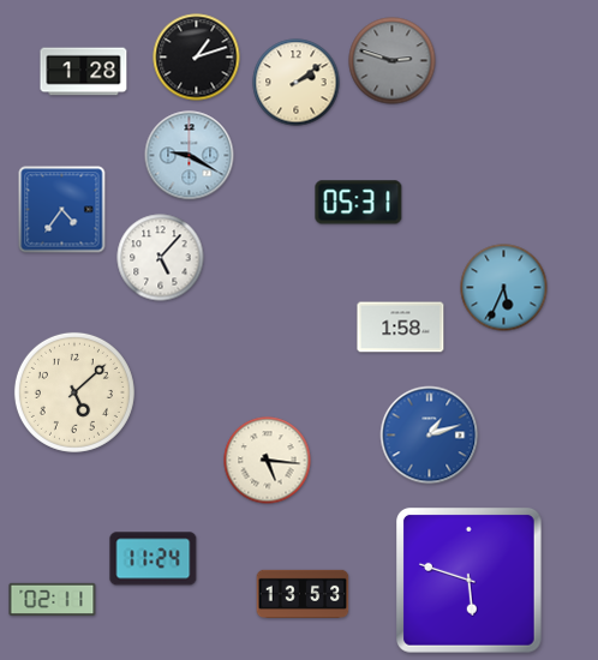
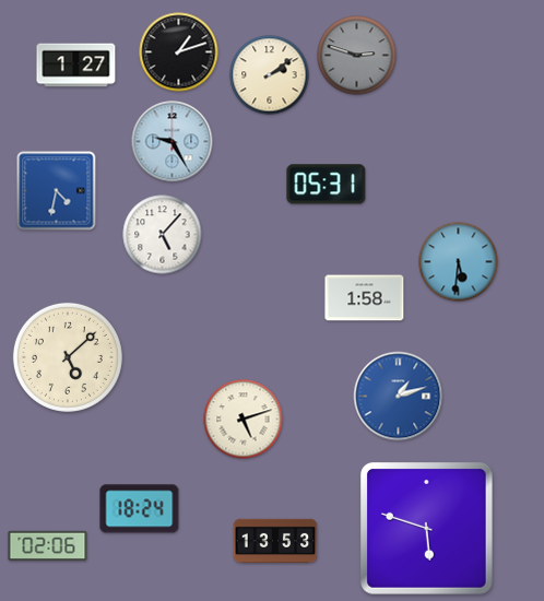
clock at (84, 72): 1:28 -> 1:27
clock at (190, 156): 9:20 -> 9:25
clock at (62, 210): 4:36 -> 4:32
clock at (161, 258) position: (161, 258) -> (163, 235)
clock at (504, 288): 5:34 -> 5:31
clock at (430, 436) position: (430, 436) -> (399, 397)
clock at (268, 461): 5:16 -> 5:12
clock at (154, 559): 11:24 -> 18:24
clock at (53, 599): 02:11 -> 02:06
